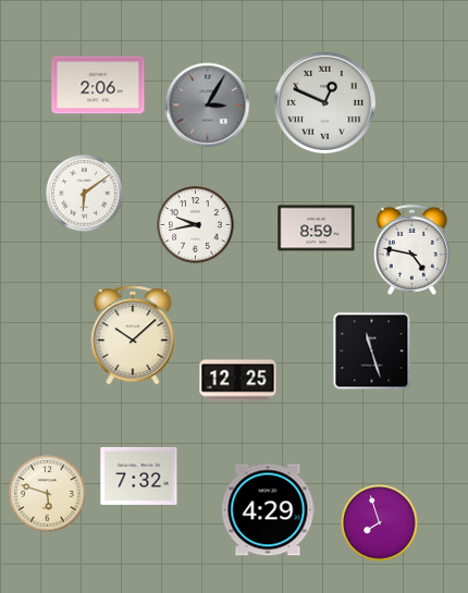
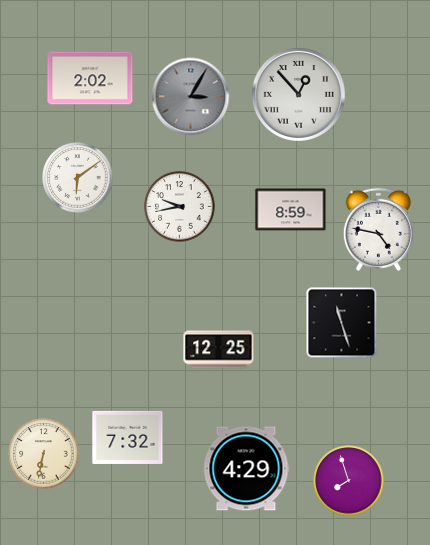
clock at (98, 85): 2:06 -> 2:02
clock at (324, 102): 12:49 -> 12:53
clock at (133, 335): 10:08 -> none
clock at (48, 494): 5:48 -> 6:32
